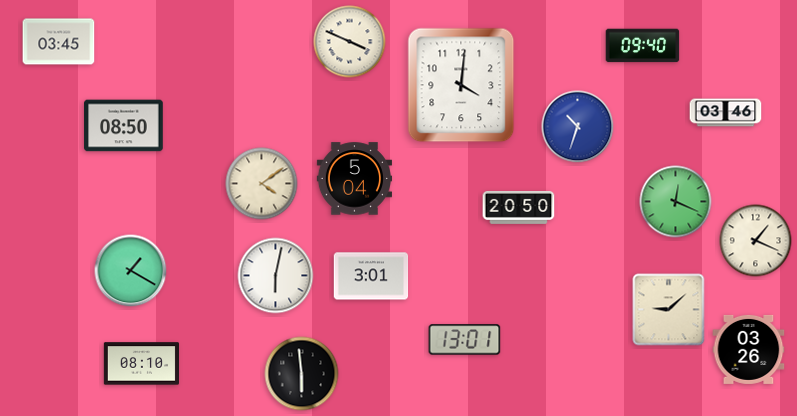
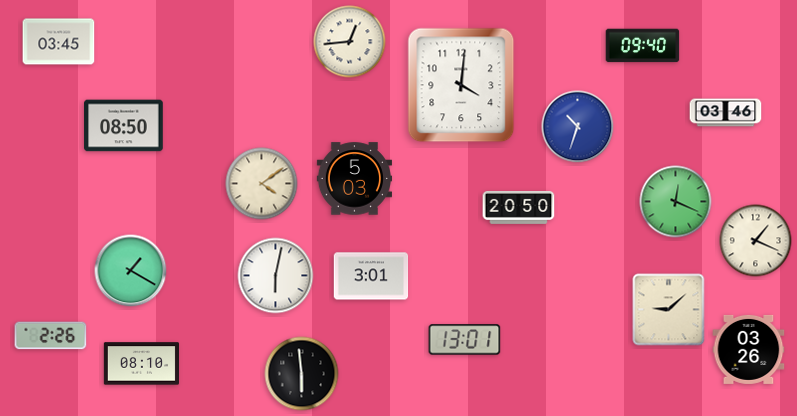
clock at (350, 42): 3:49 -> 12:44
clock at (354, 179): 5:04 -> 5:03
clock at (51, 336): none -> 2:26
